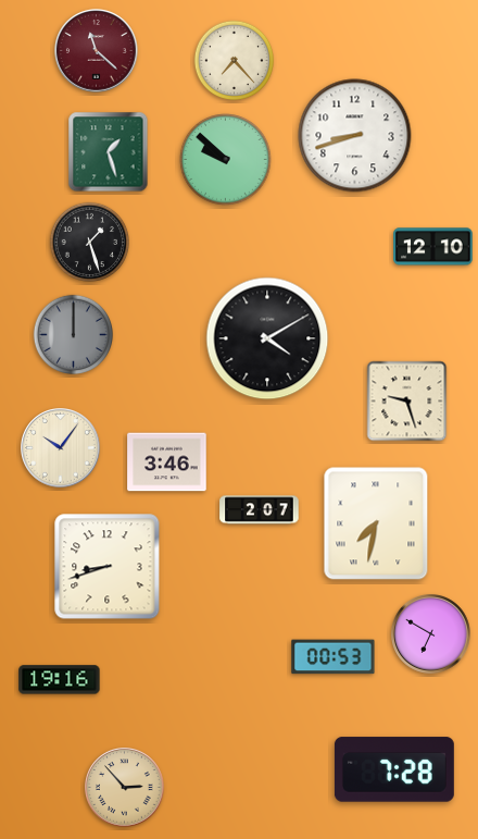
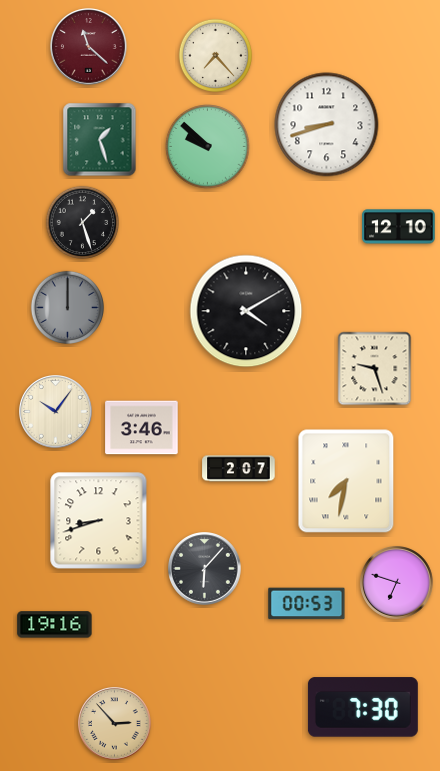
clock at (167, 462) position: (167, 462) -> (142, 428)
clock at (205, 569): none -> 6:07
clock at (431, 634): 6:50 -> 6:48
clock at (394, 769): 7:28 -> 7:30
